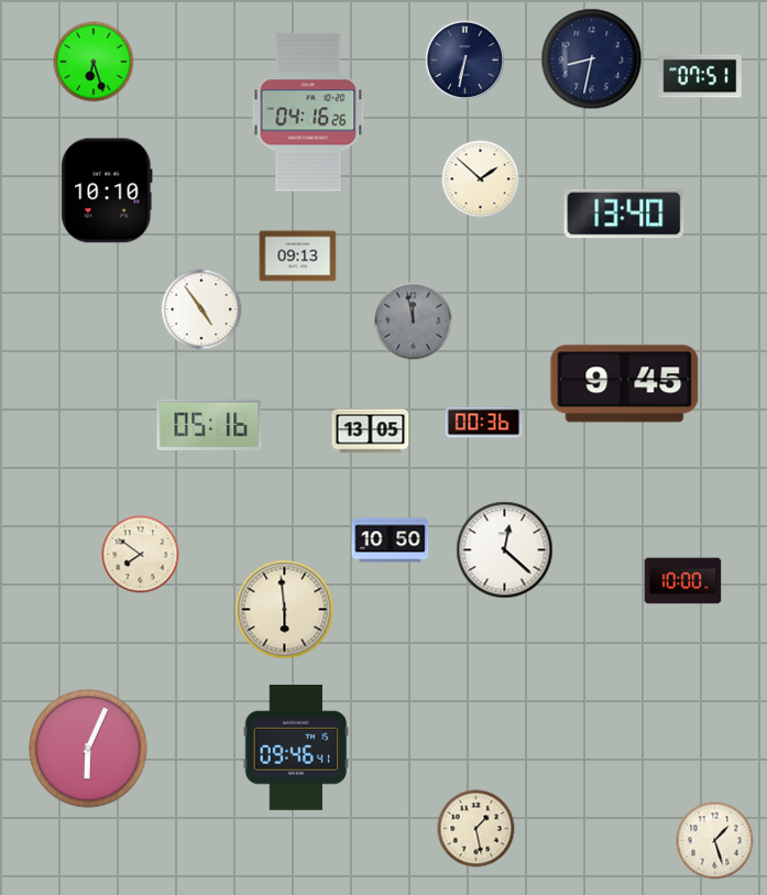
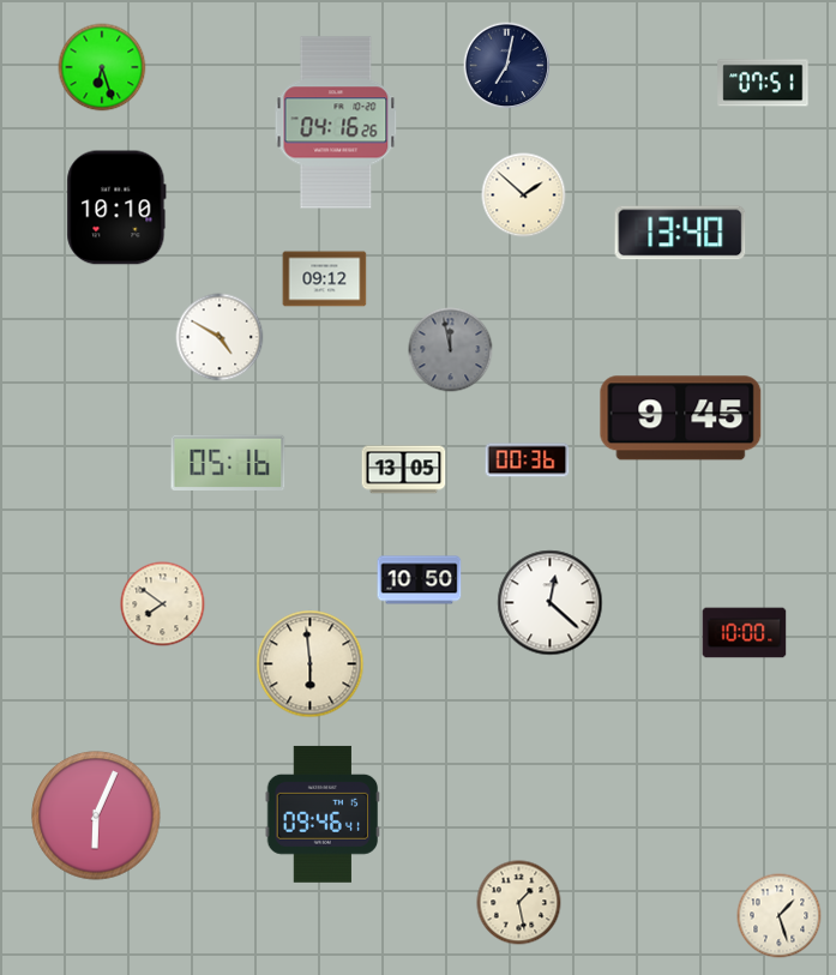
clock at (592, 59): 8:32 -> none
clock at (465, 61): 6:32 -> 7:02
clock at (298, 257): 09:13 -> 09:12
clock at (201, 309): 4:54 -> 4:50
clock at (391, 541) position: (391, 541) -> (420, 580)
clock at (505, 550) position: (505, 550) -> (551, 603)
clock at (141, 555) position: (141, 555) -> (163, 604)
